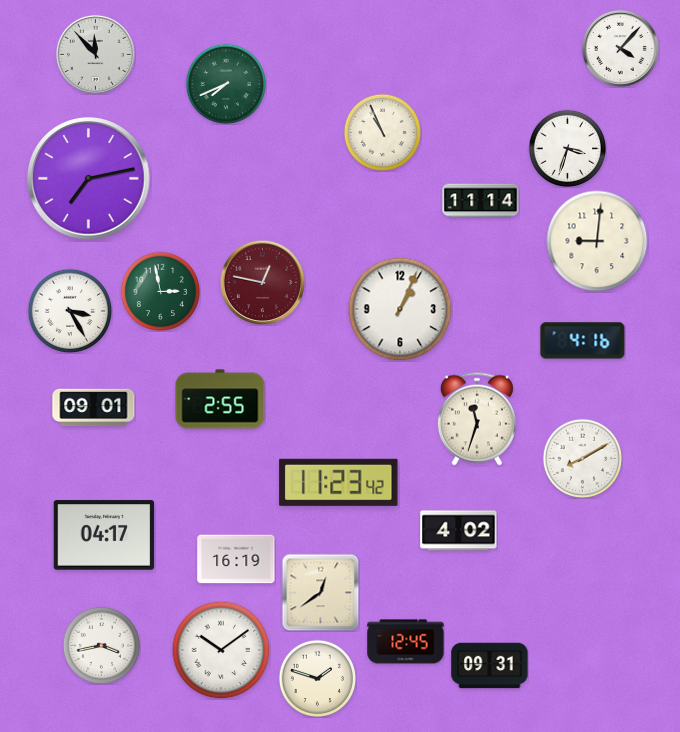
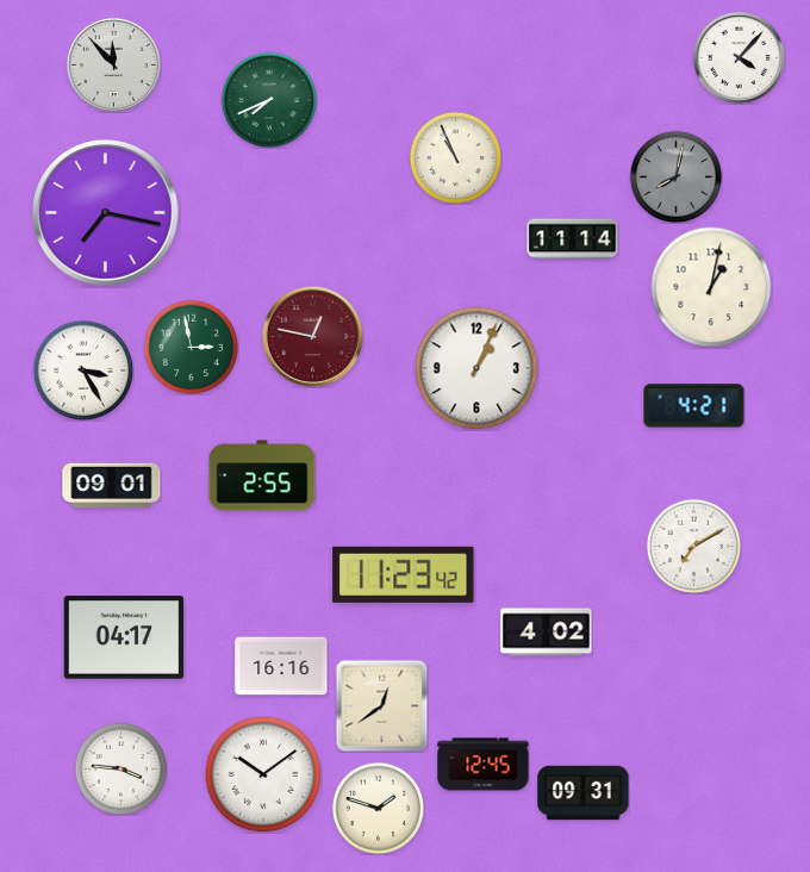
clock at (567, 148): 3:33 -> 8:02
clock at (567, 148) dial: white -> grey
clock at (89, 179): 7:13 -> 7:17
clock at (597, 241): 9:01 -> 1:02
clock at (583, 341): 4:16 -> 4:21
clock at (477, 419): 11:33 -> none
clock at (582, 458): 8:10 -> 7:10
clock at (236, 559): 16:19 -> 16:16
clock at (101, 645): 3:43 -> 3:46
